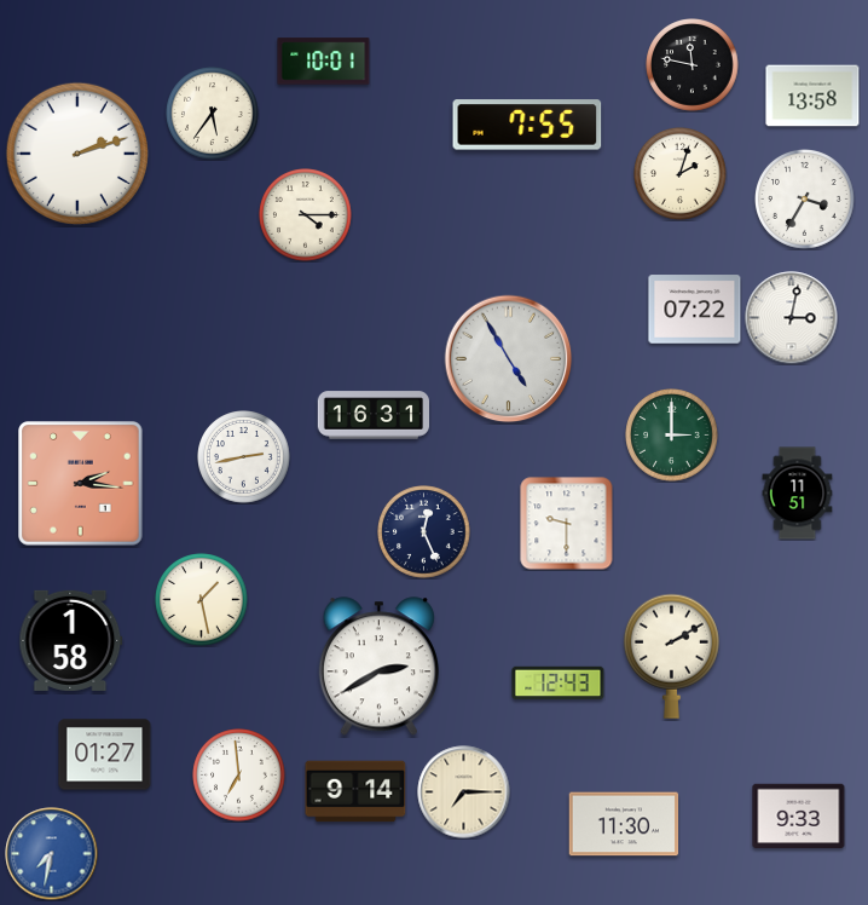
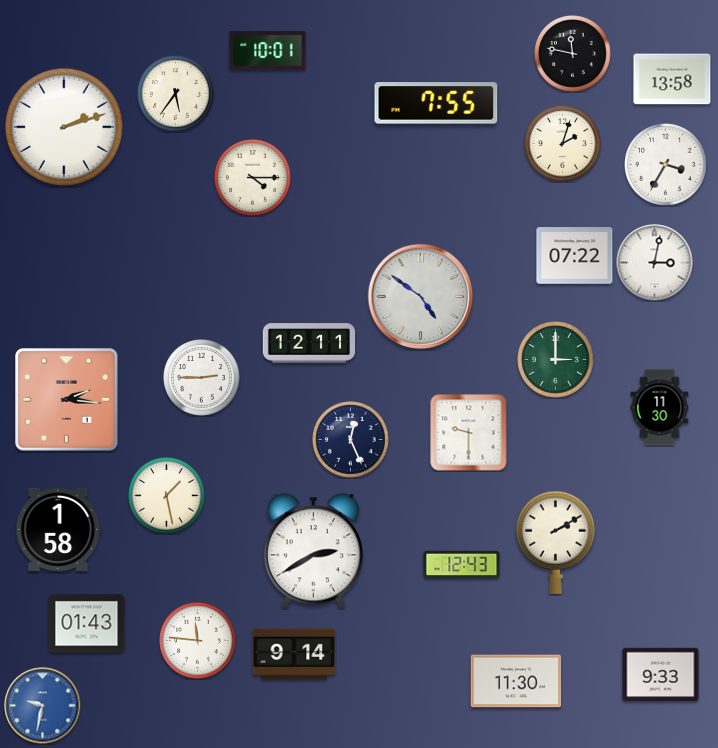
clock at (509, 359): 4:55 -> 4:51
clock at (372, 415): 16:31 -> 12:11
clock at (244, 457): 2:43 -> 2:45
clock at (798, 494): 11:51 -> 11:30
clock at (105, 755): 01:27 -> 01:43
clock at (239, 776): 6:59 -> 11:46
clock at (464, 792): 7:15 -> none
clock at (52, 854): 7:32 -> 9:32
